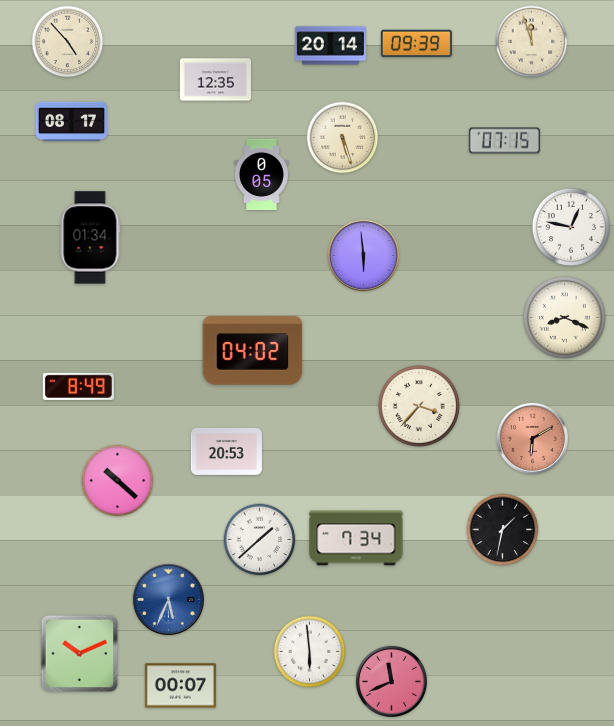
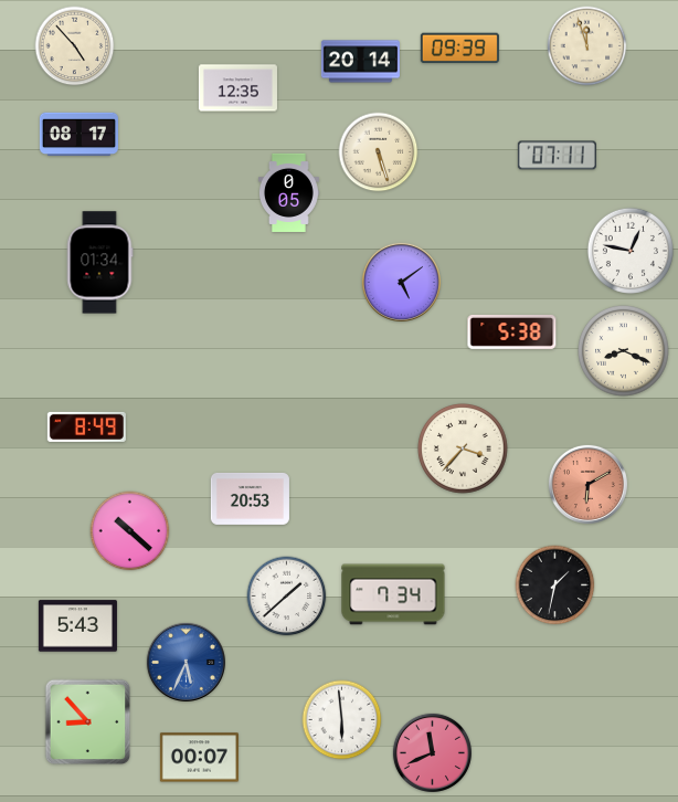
clock at (330, 46) position: (330, 46) -> (360, 62)
clock at (504, 141): 07:15 -> 07:11
clock at (363, 255): 5:59 -> 5:09
clock at (512, 331): none -> 5:38
clock at (253, 351): 04:02 -> none
clock at (77, 626): none -> 5:43
clock at (80, 654): 10:11 -> 8:53
